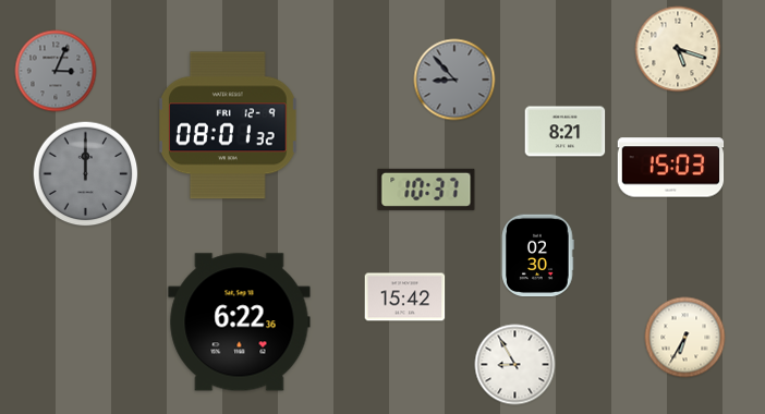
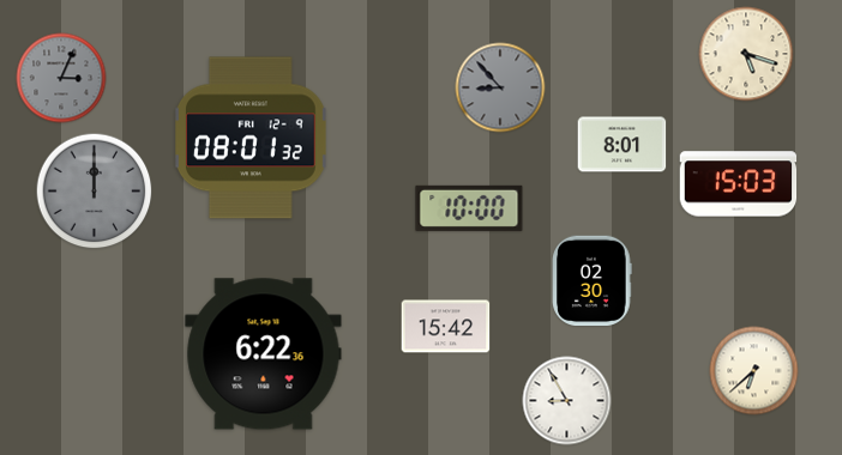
clock at (566, 132): 8:21 -> 8:01
clock at (426, 190): 10:37 -> 10:00
clock at (685, 338): 6:35 -> 6:38
